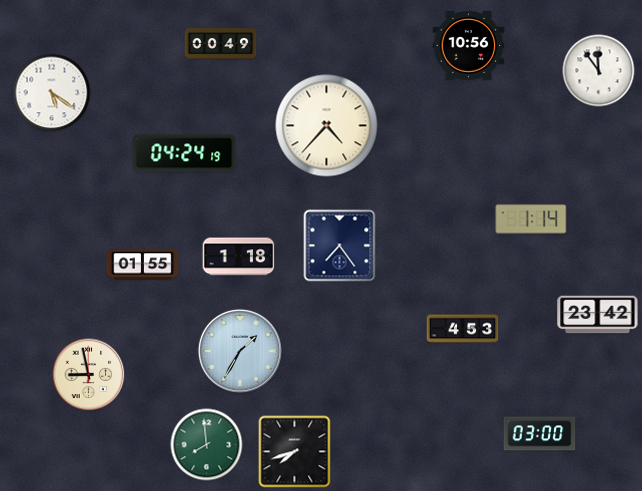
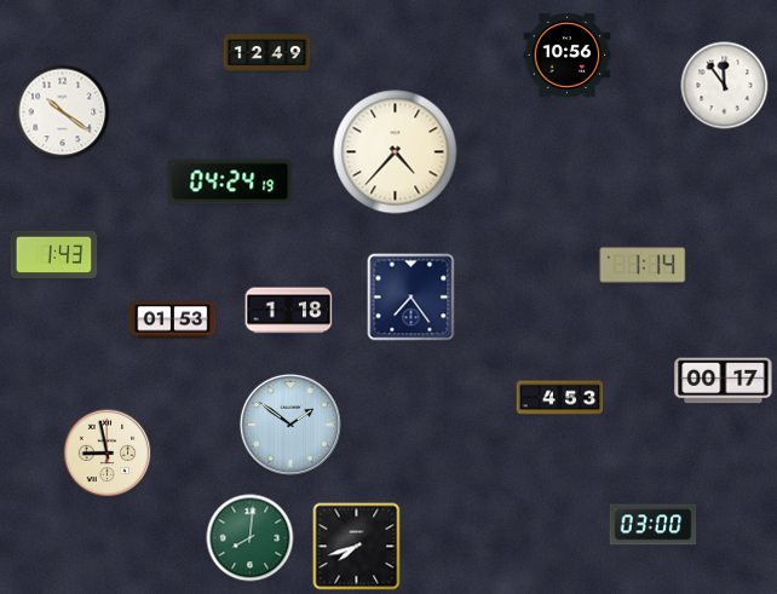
clock at (221, 44): 00:49 -> 12:49
clock at (52, 93): 5:21 -> 10:21
clock at (184, 153) position: (184, 153) -> (230, 181)
clock at (54, 255): none -> 1:43
clock at (143, 265): 01:55 -> 01:53
clock at (598, 315): 23:42 -> 00:17
clock at (240, 351): 1:35 -> 1:51
clock at (207, 445): 7:59 -> 8:01
